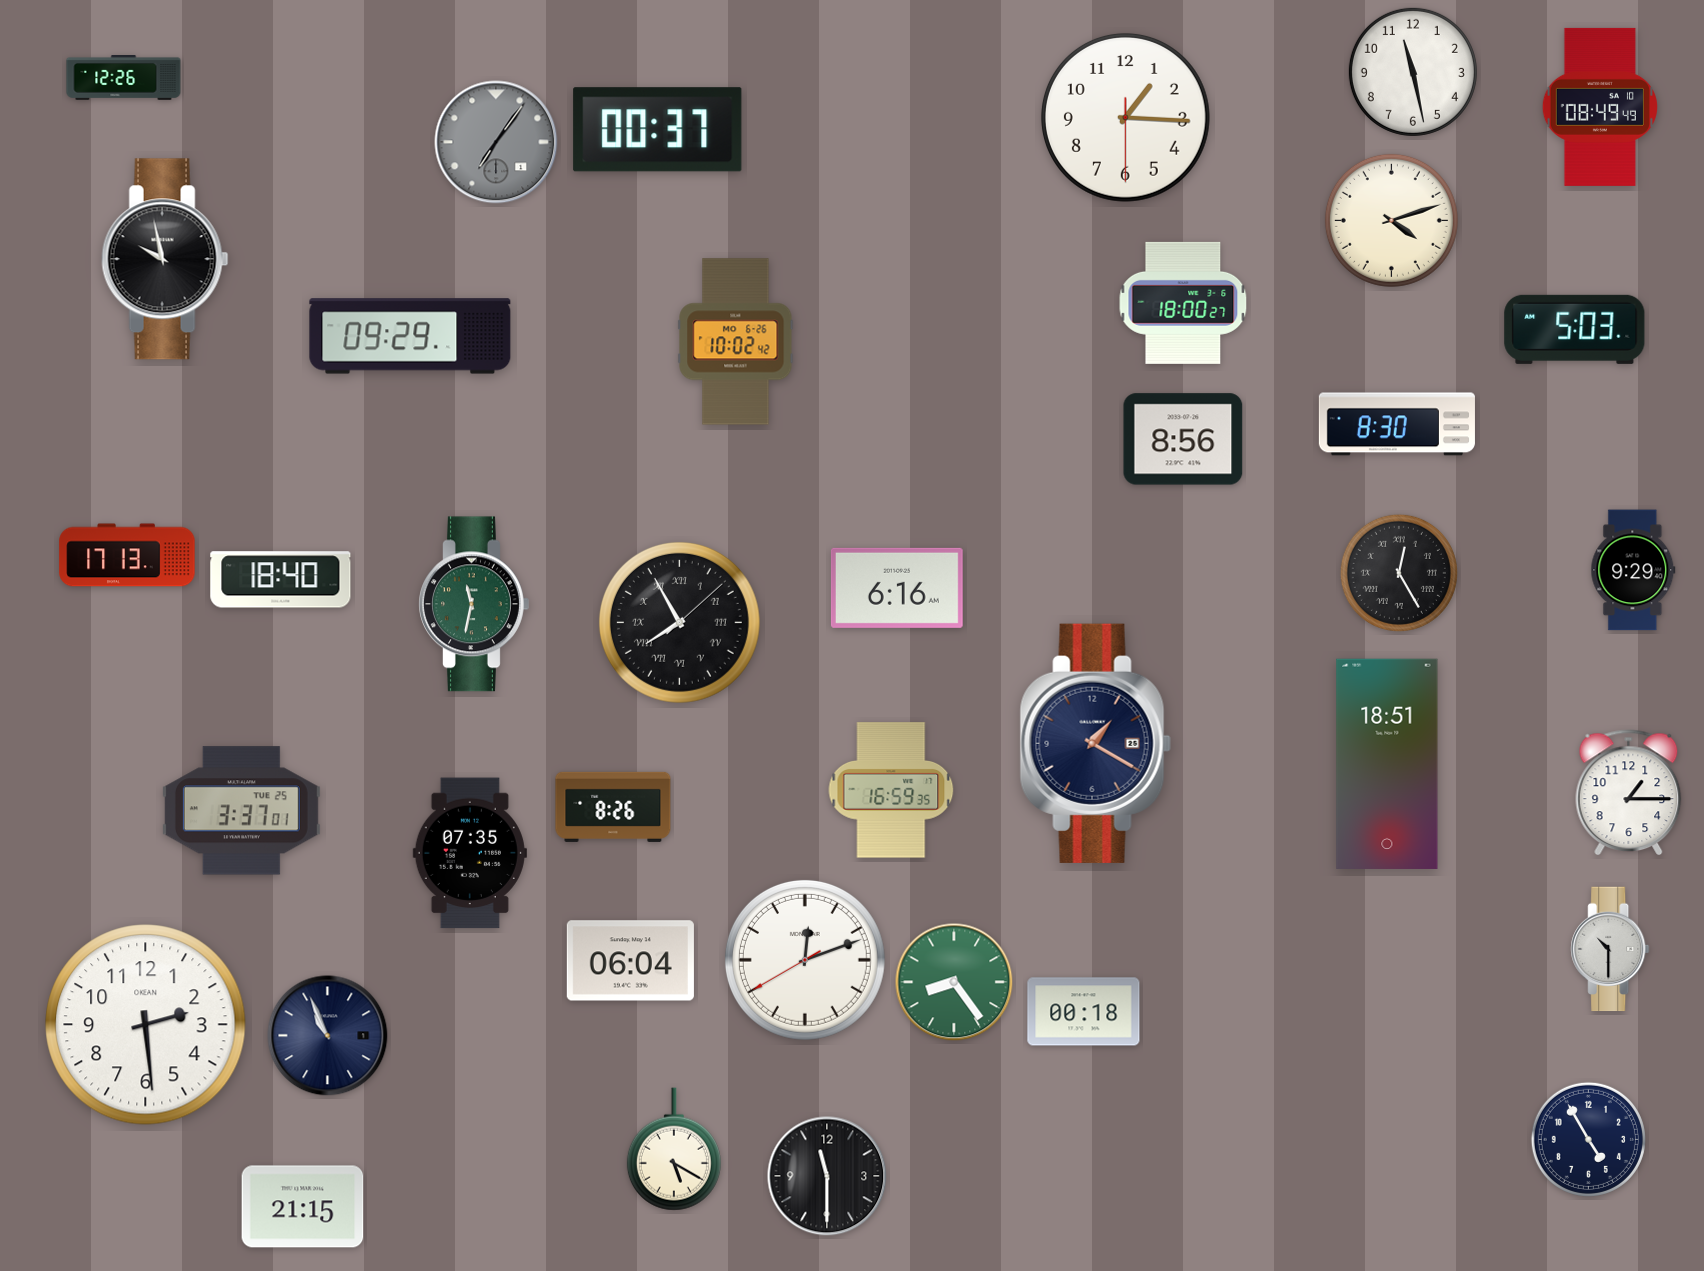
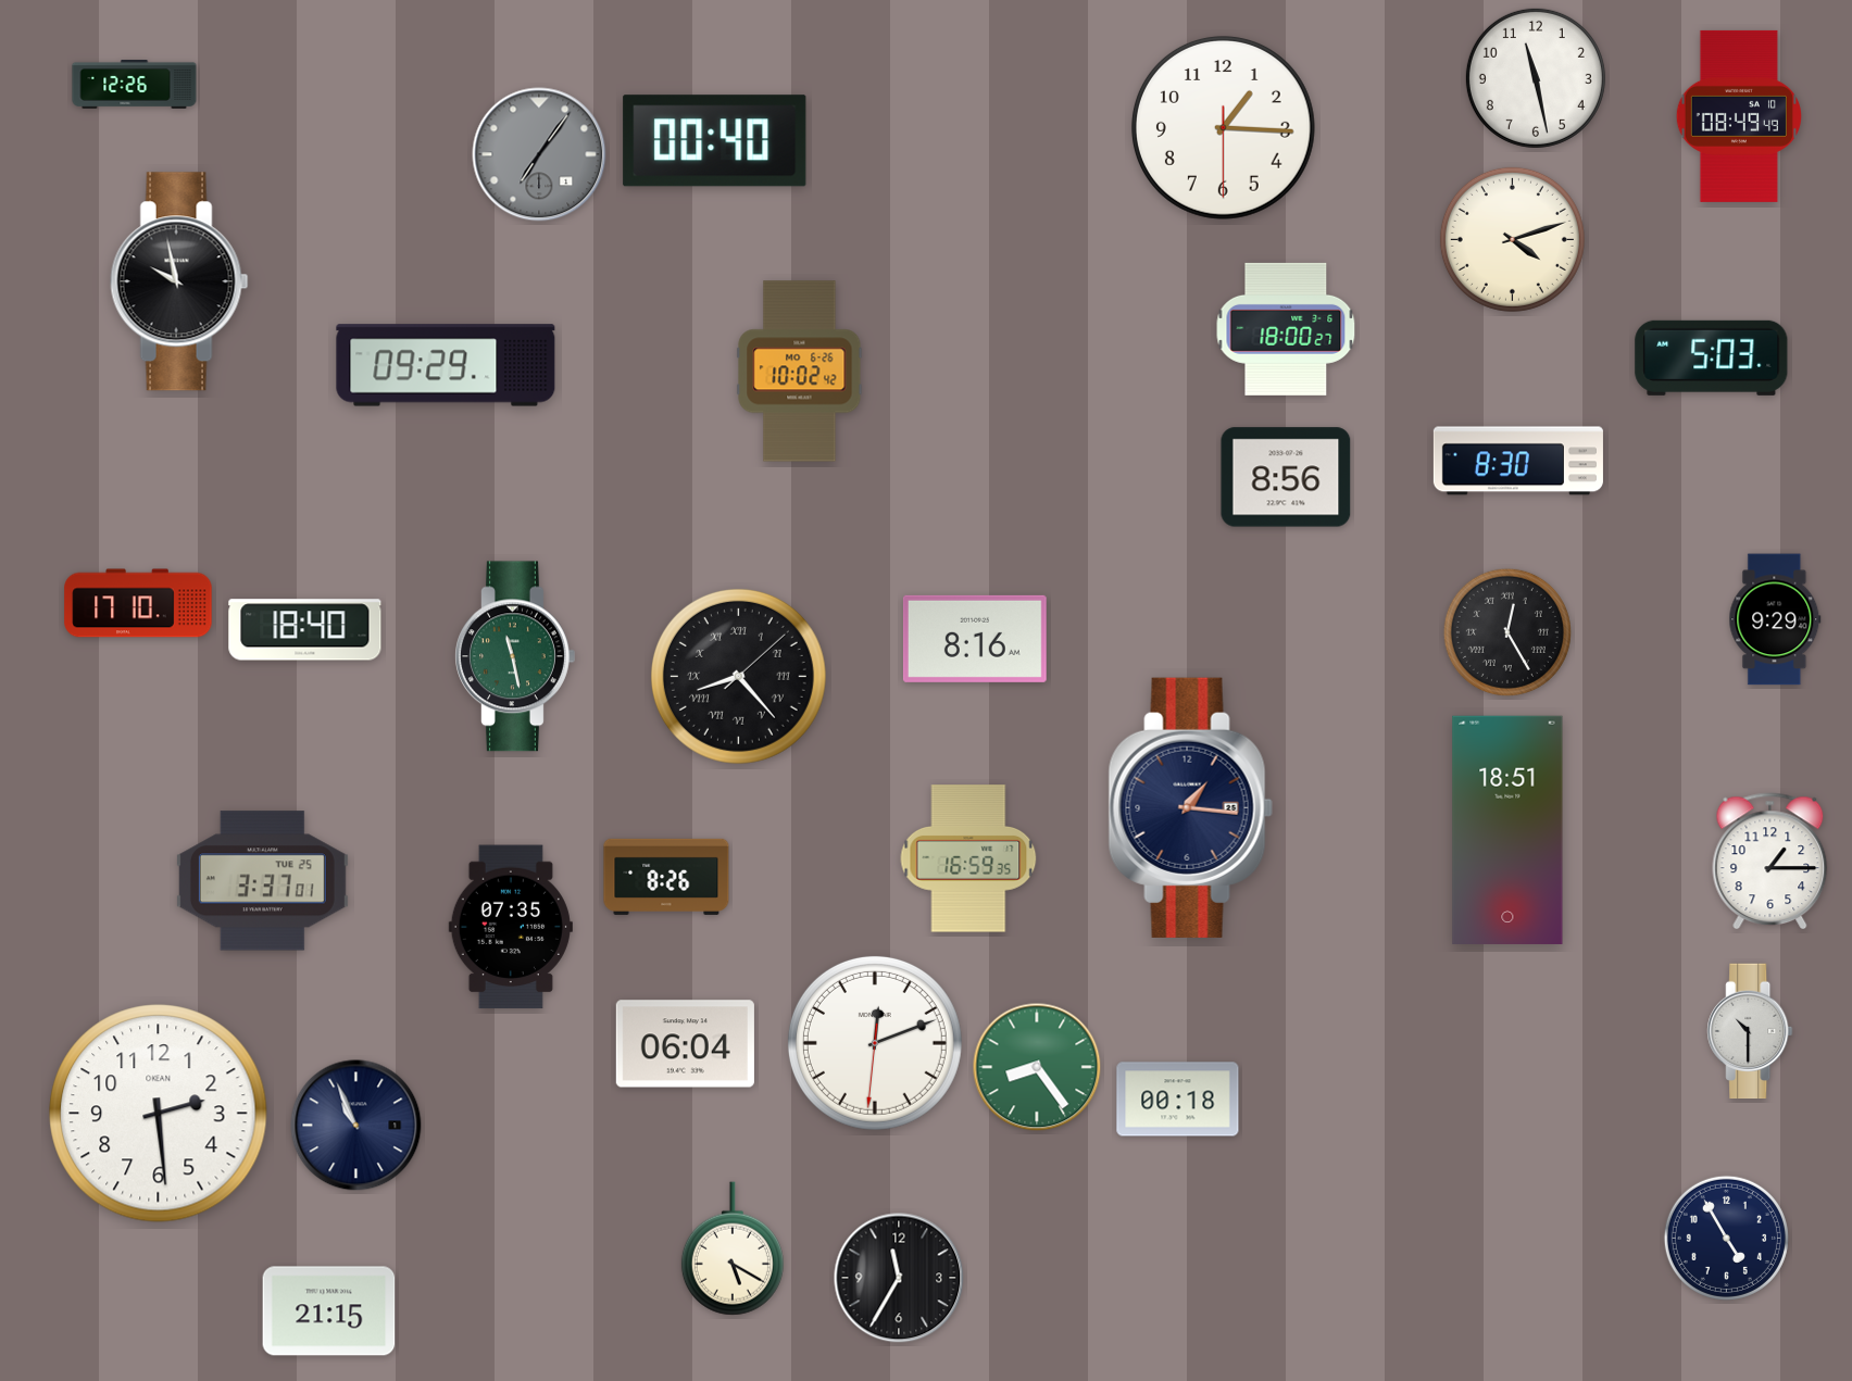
clock at (658, 130): 00:37 -> 00:40
clock at (127, 555): 17:13 -> 17:10
clock at (1399, 573) position: (1399, 573) -> (1507, 632)
clock at (897, 588): 6:16 -> 8:16
clock at (474, 604): 11:32 -> 11:28
clock at (679, 622): 7:55 -> 8:23
clock at (1095, 743): 1:20 -> 1:16
clock at (805, 960): 12:11:40 -> 12:11:31
clock at (827, 1176): 11:30 -> 11:35
